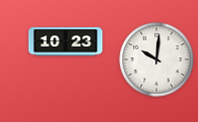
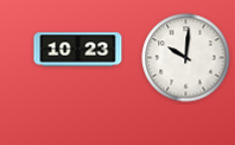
clock at (157, 60) position: (157, 60) -> (186, 58)
